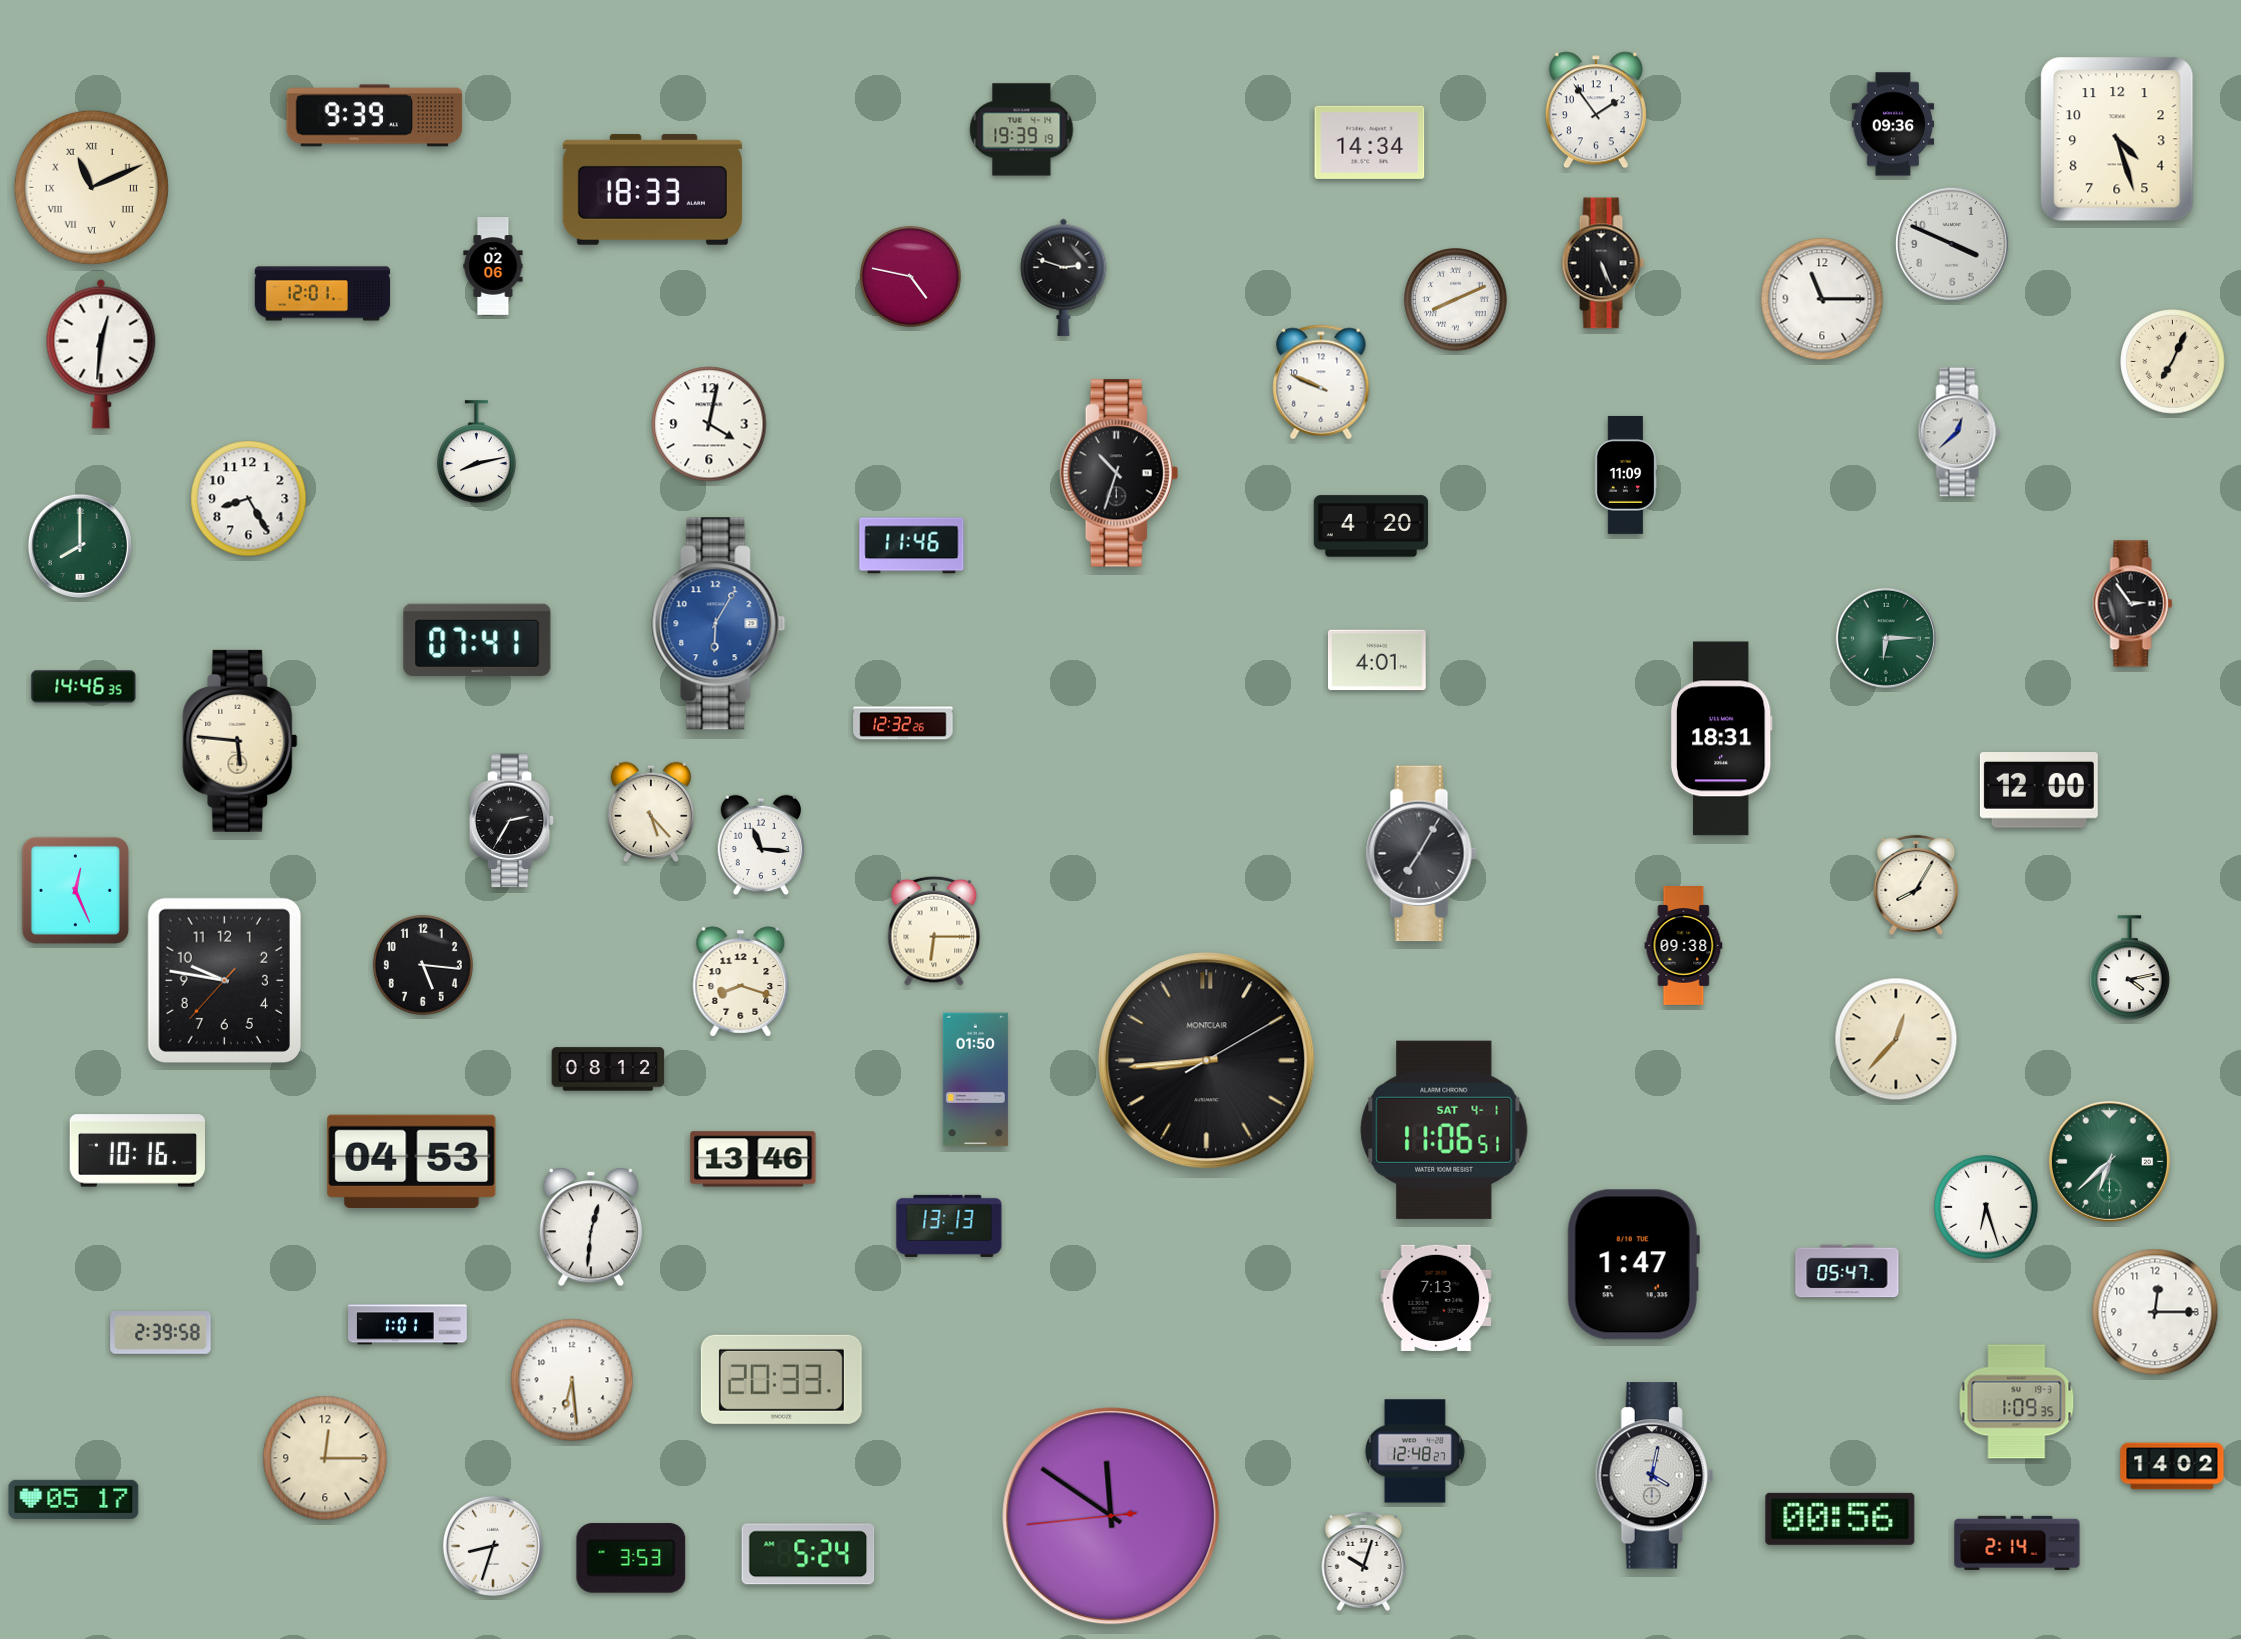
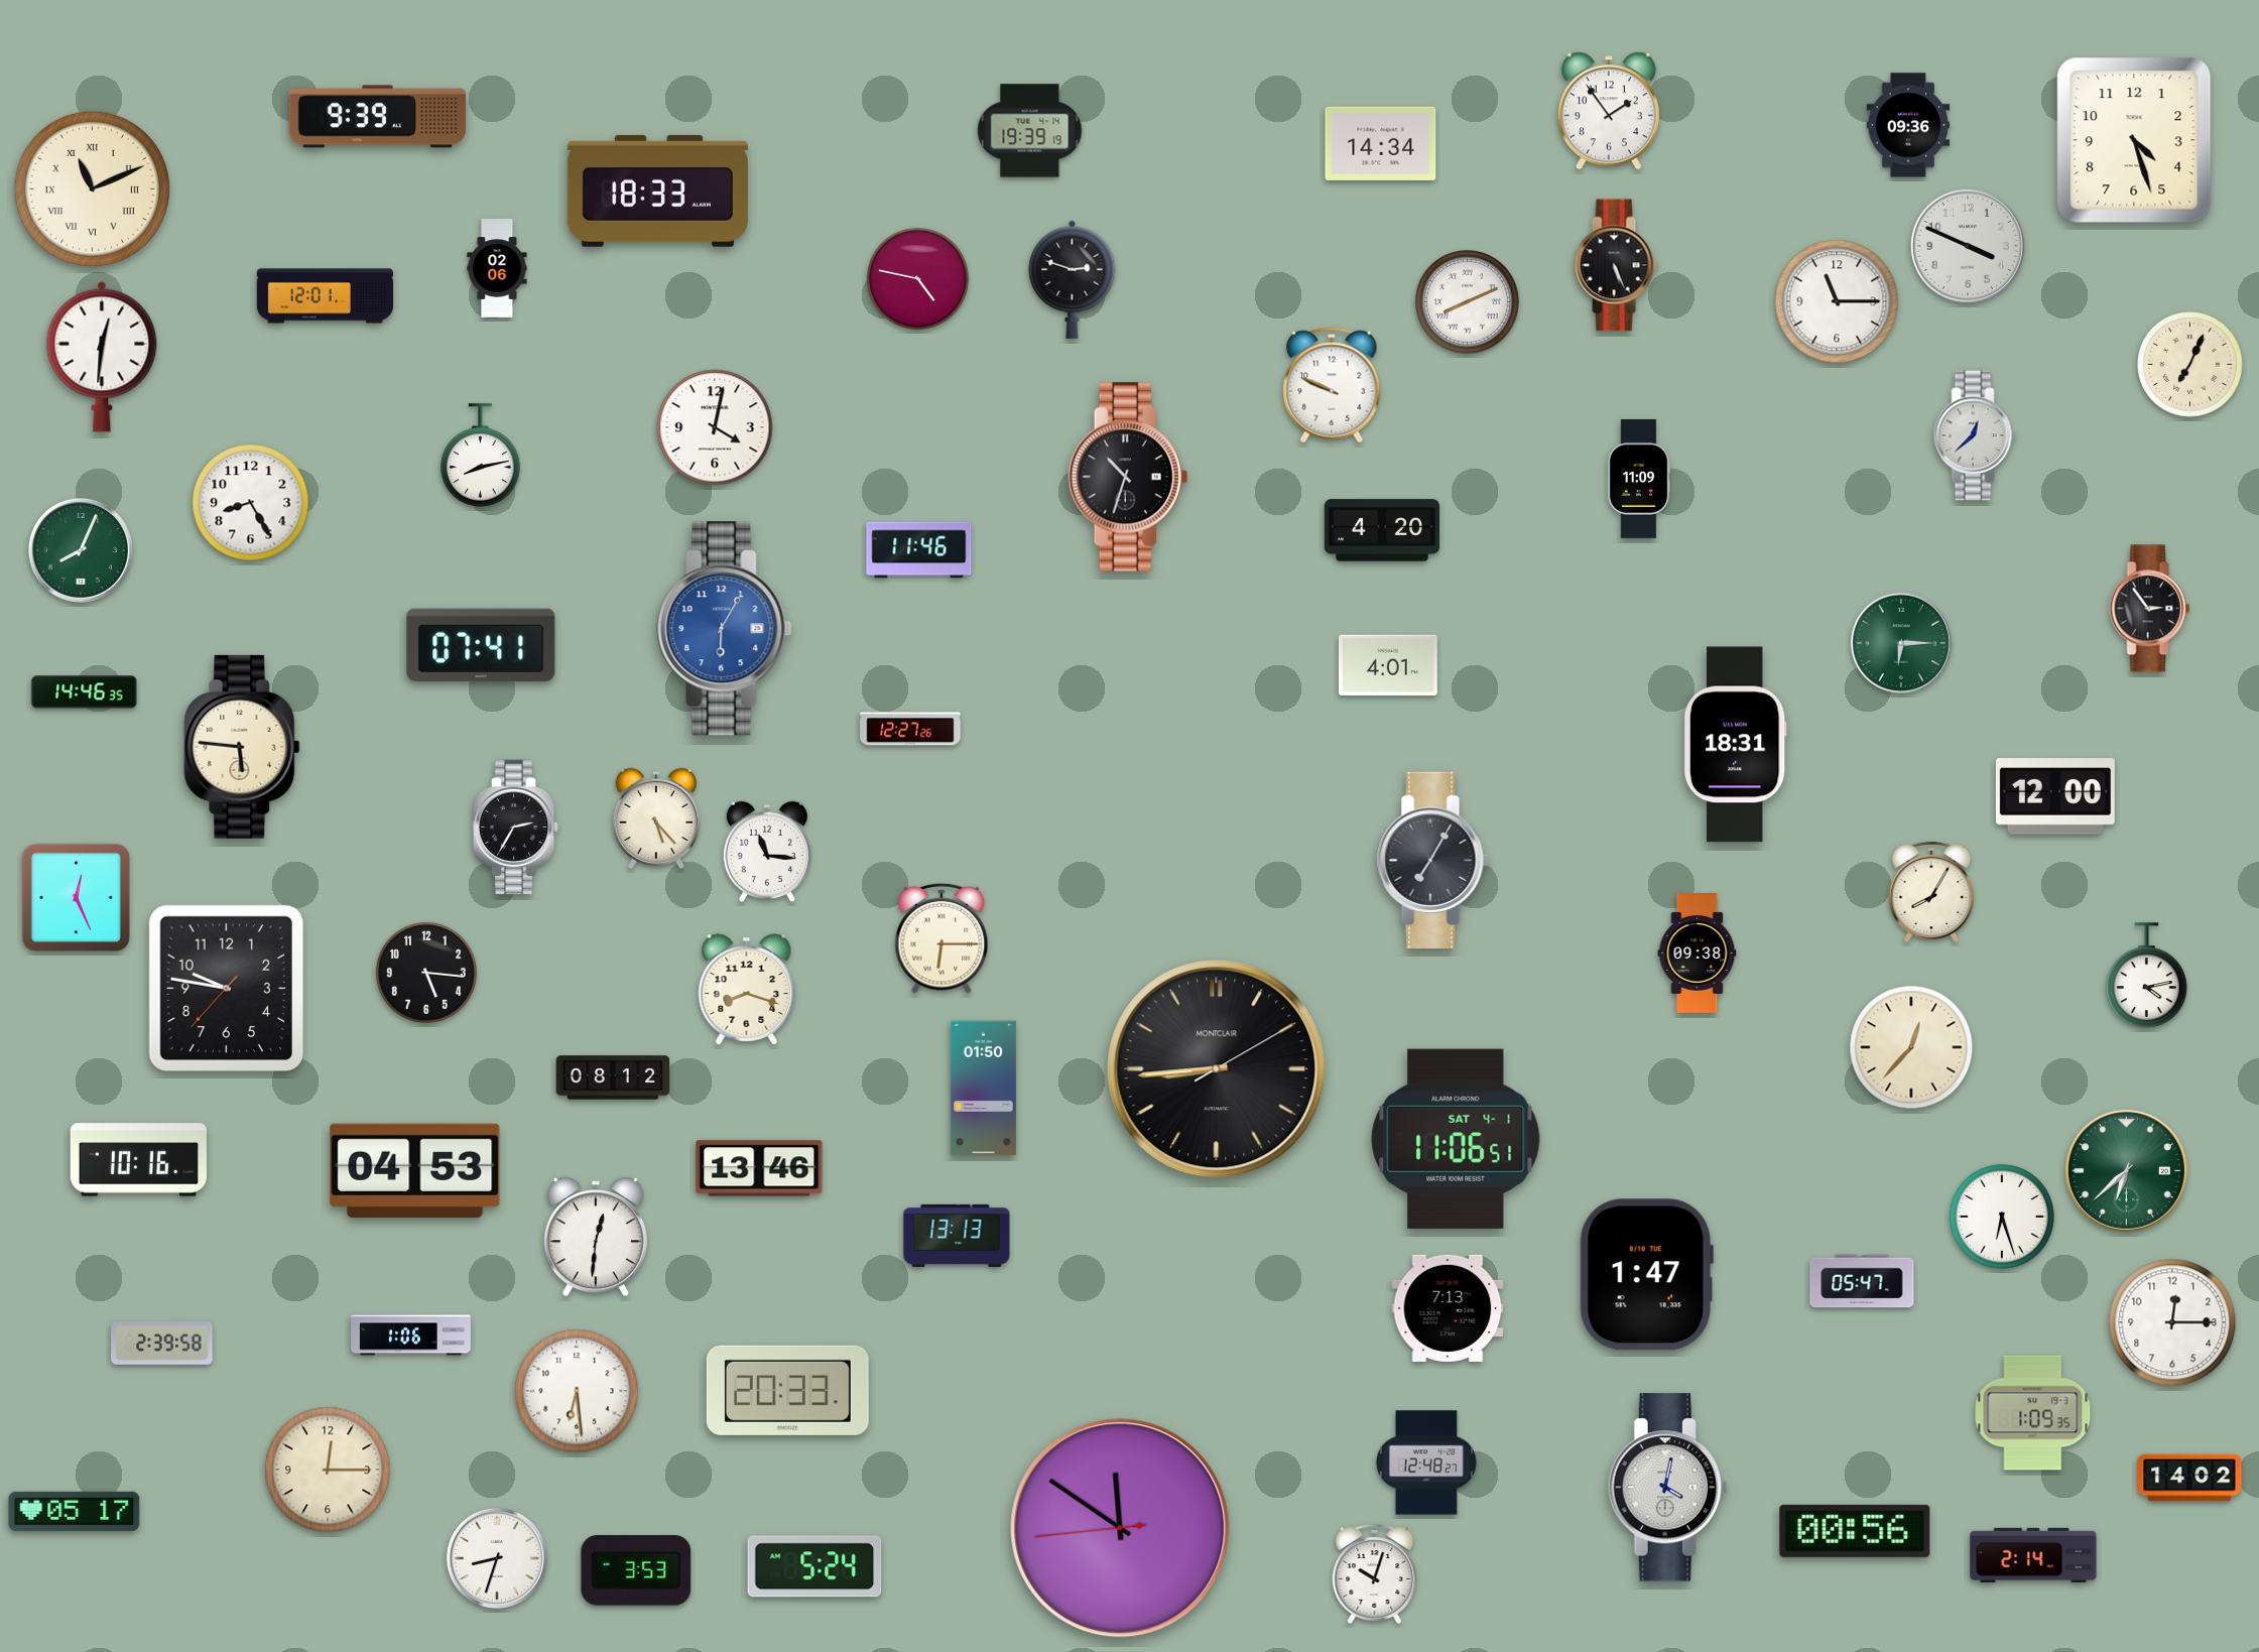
clock at (80, 546): 8:00 -> 8:04
clock at (903, 723): 12:32 -> 12:27
clock at (408, 1325): 1:01 -> 1:06
